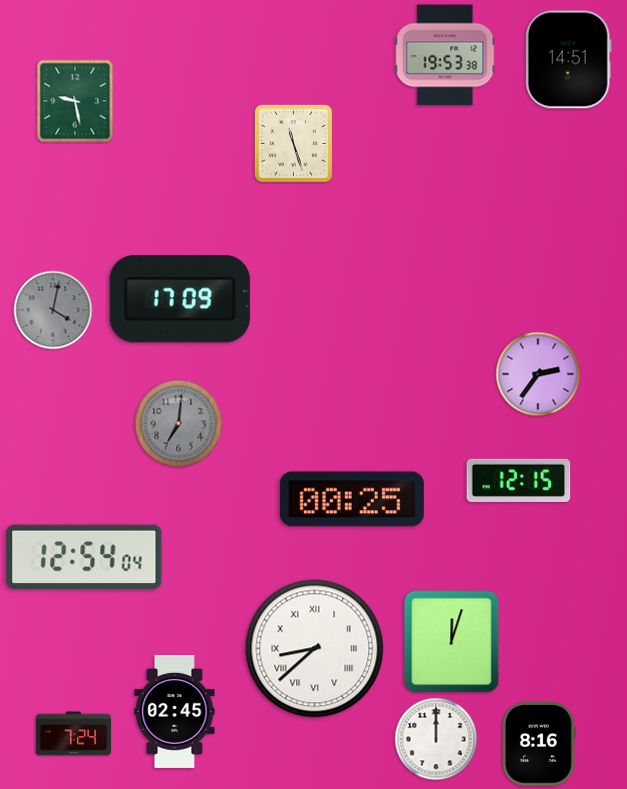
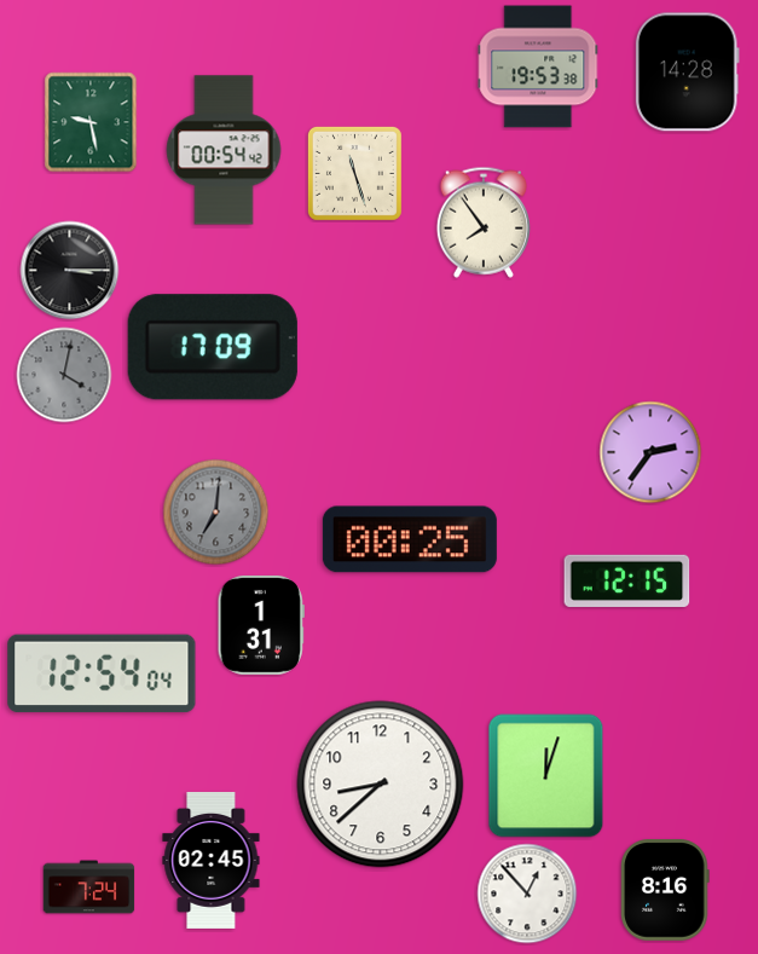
clock at (568, 60): 14:51 -> 14:28
clock at (224, 150): none -> 00:54
clock at (484, 222): none -> 7:54
clock at (70, 271): none -> 3:15
clock at (180, 299) position: (180, 299) -> (213, 347)
clock at (352, 499) position: (352, 499) -> (410, 539)
clock at (261, 625): none -> 1:31
clock at (315, 649) numerals: Roman -> Arabic
clock at (436, 739): 12:00 -> 12:53
clock at (539, 744) position: (539, 744) -> (665, 890)
